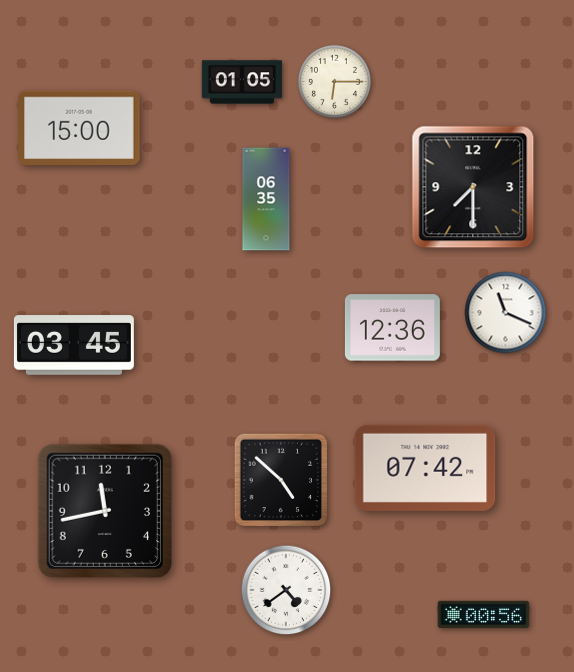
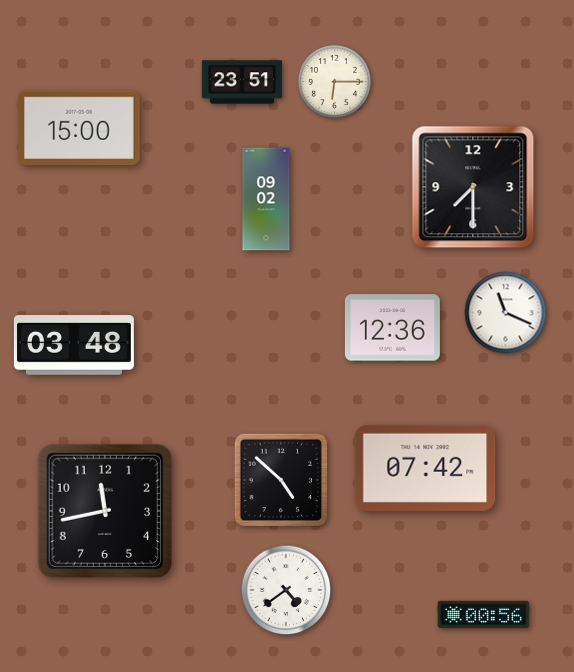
clock at (242, 82): 01:05 -> 23:51
clock at (266, 199): 06:35 -> 09:02
clock at (74, 345): 03:45 -> 03:48
